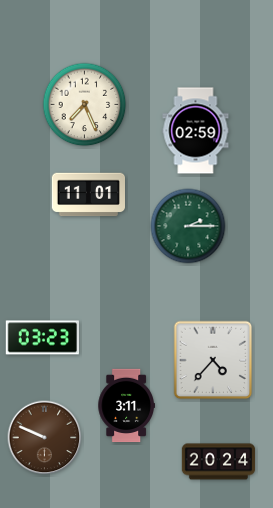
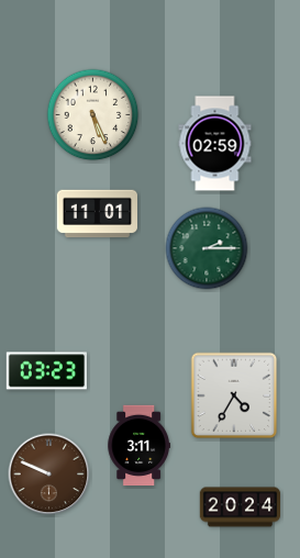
clock at (85, 105): 7:26 -> 5:26
clock at (213, 360): 4:37 -> 4:35
clock at (45, 438) position: (45, 438) -> (49, 475)
